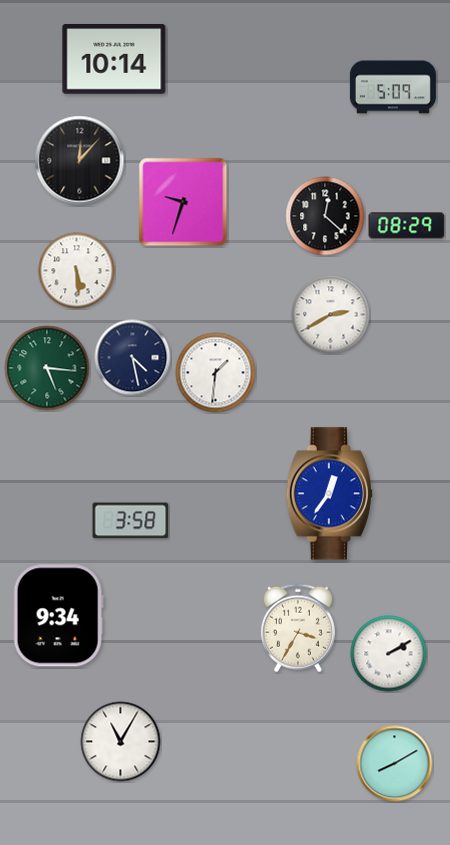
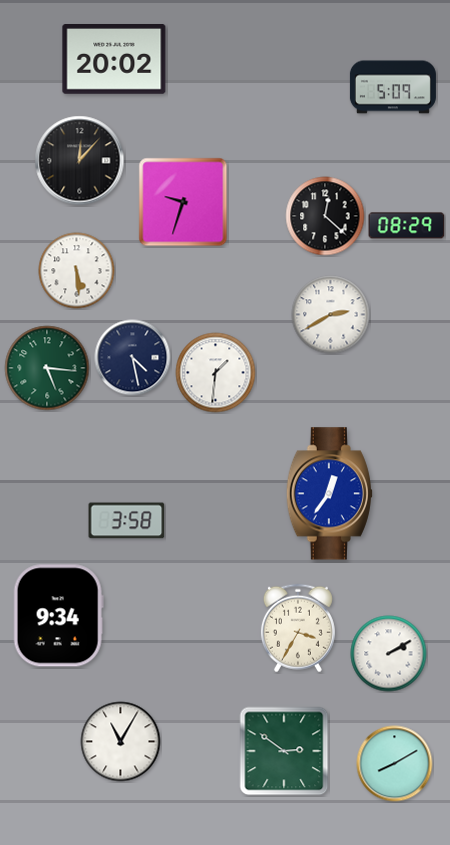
clock at (114, 60): 10:14 -> 20:02
clock at (131, 521) position: (131, 521) -> (127, 521)
clock at (284, 751): none -> 2:51
